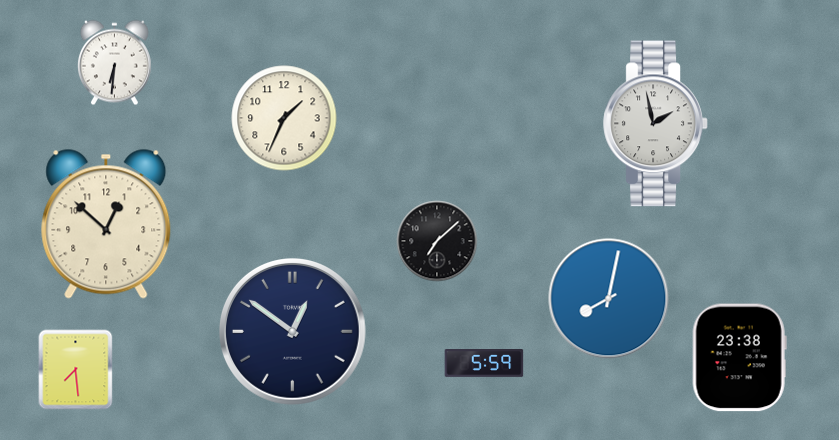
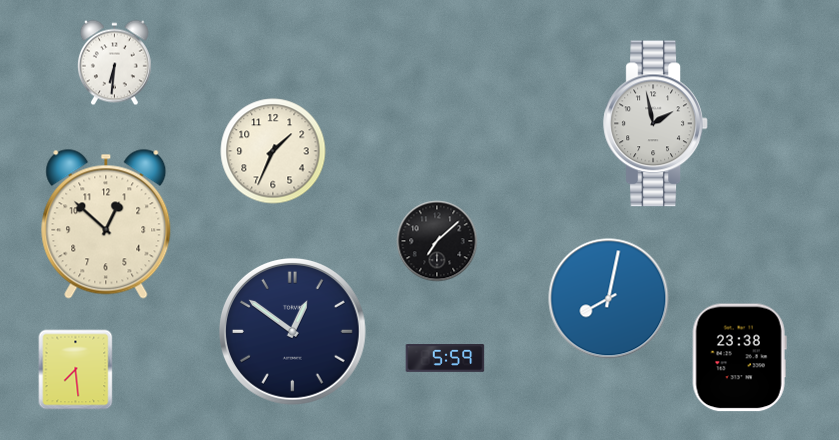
clock at (284, 118) position: (284, 118) -> (273, 151)
clock at (484, 364) position: (484, 364) -> (445, 359)
